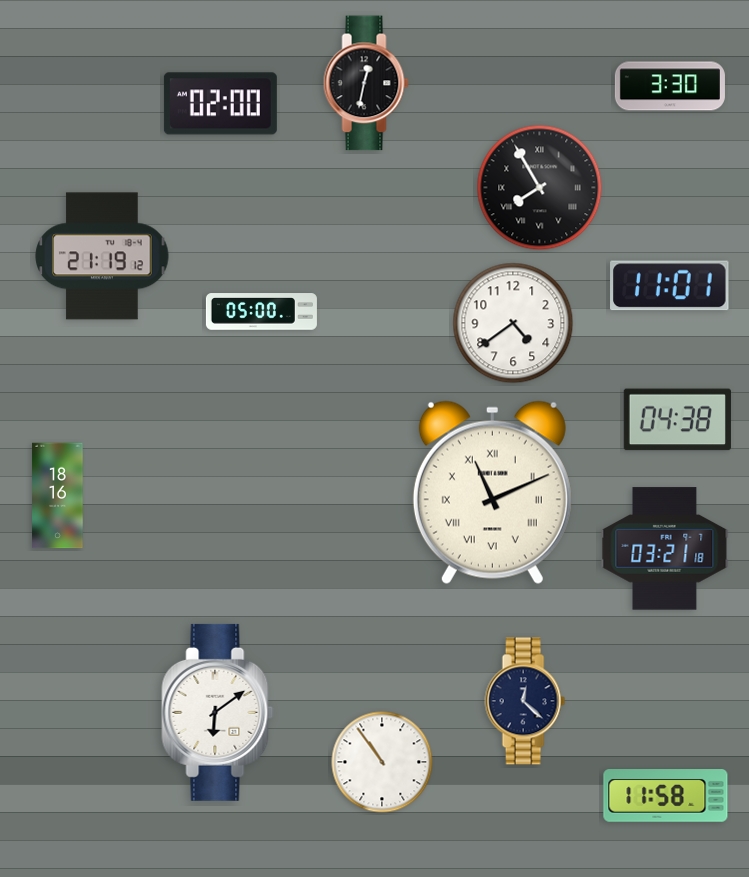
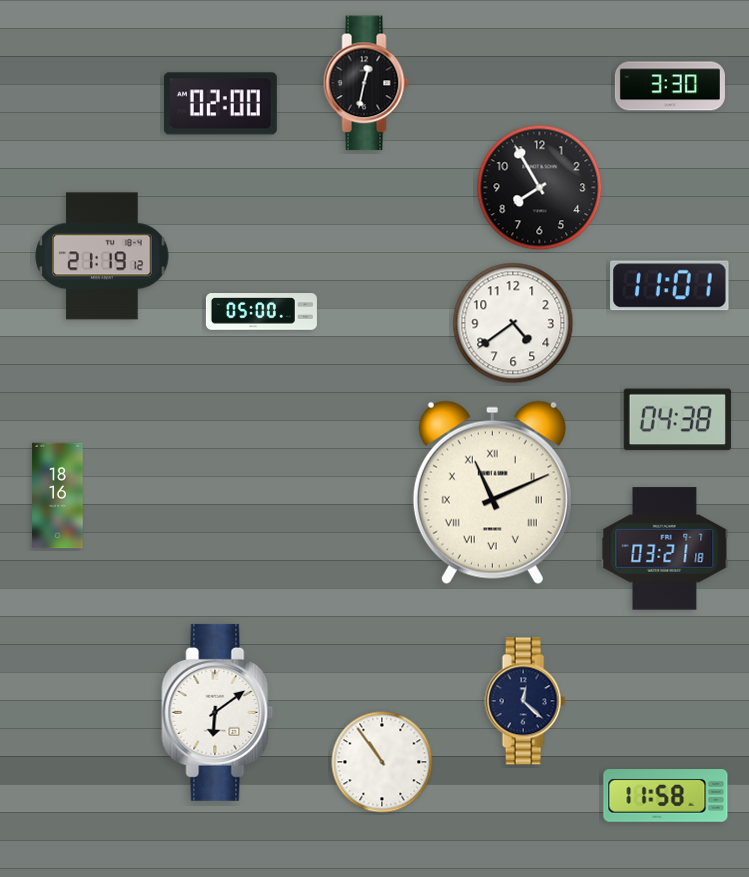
clock at (540, 188) numerals: Roman -> Arabic
